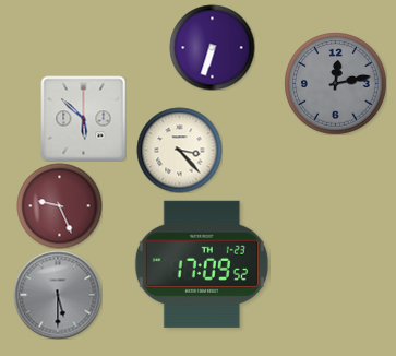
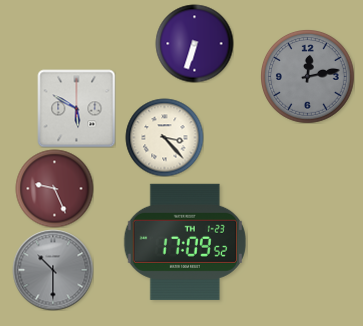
clock at (83, 118): 5:52 -> 5:50
clock at (58, 295): 5:30 -> 10:30
